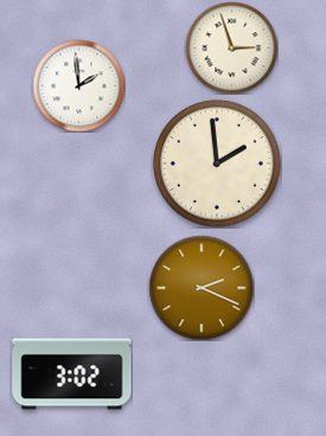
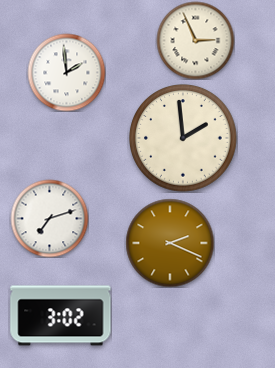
clock at (231, 47): 2:57 -> 2:56
clock at (49, 218): none -> 7:12
